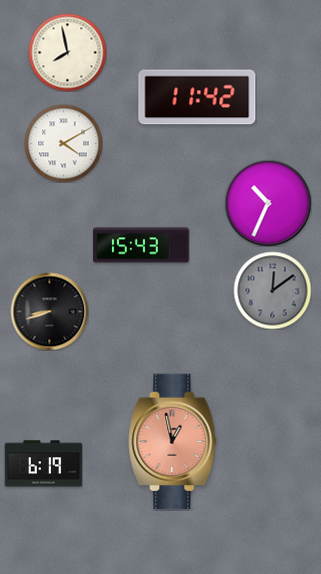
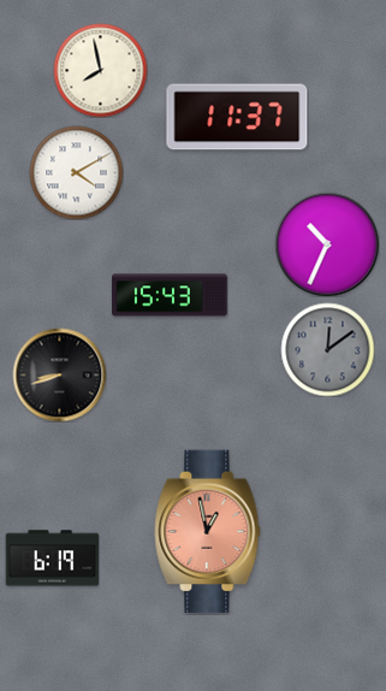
clock at (67, 52) position: (67, 52) -> (100, 70)
clock at (197, 97): 11:42 -> 11:37
clock at (268, 203) position: (268, 203) -> (327, 244)
